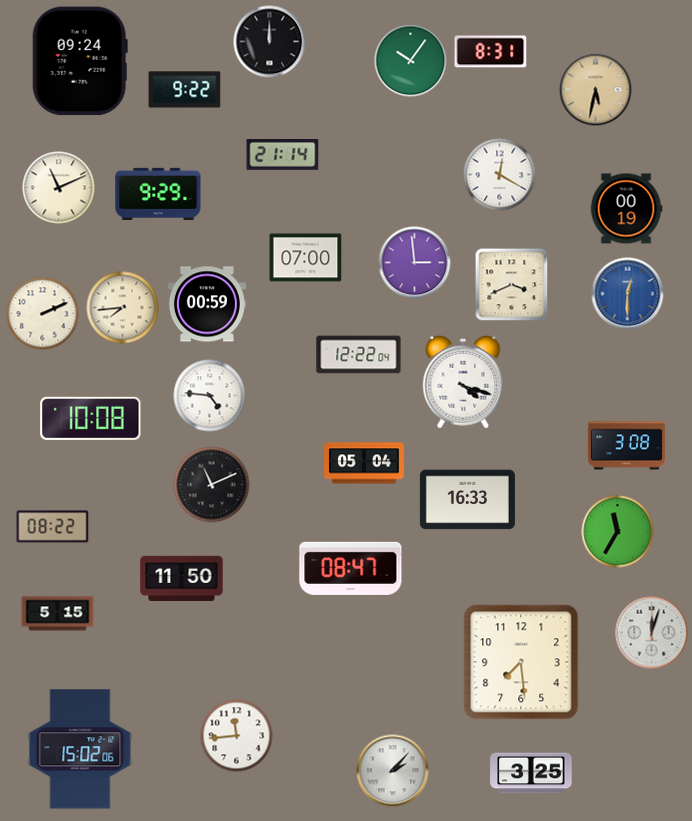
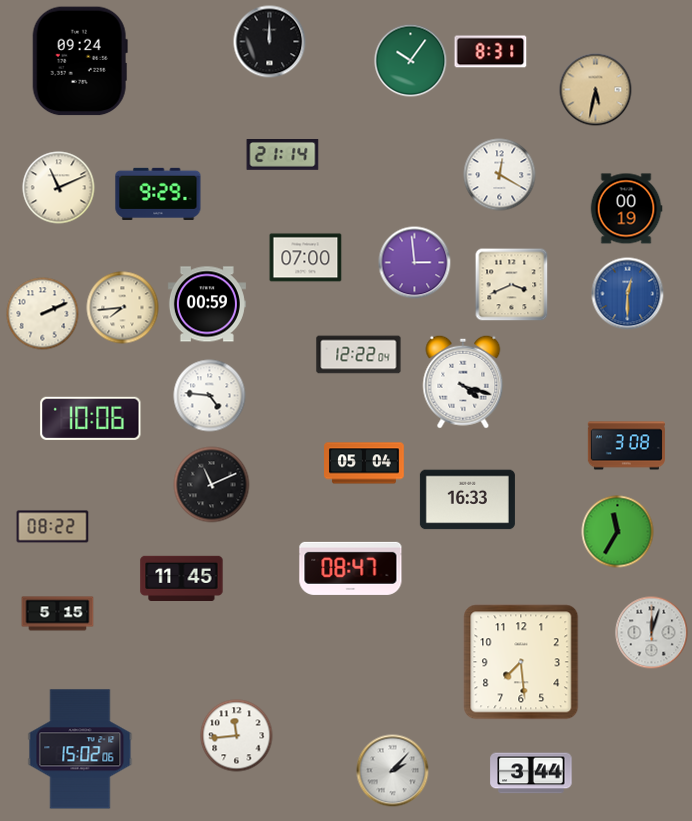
clock at (185, 90): 9:22 -> none
clock at (91, 418): 10:08 -> 10:06
clock at (182, 578): 11:50 -> 11:45
clock at (531, 773): 3:25 -> 3:44
